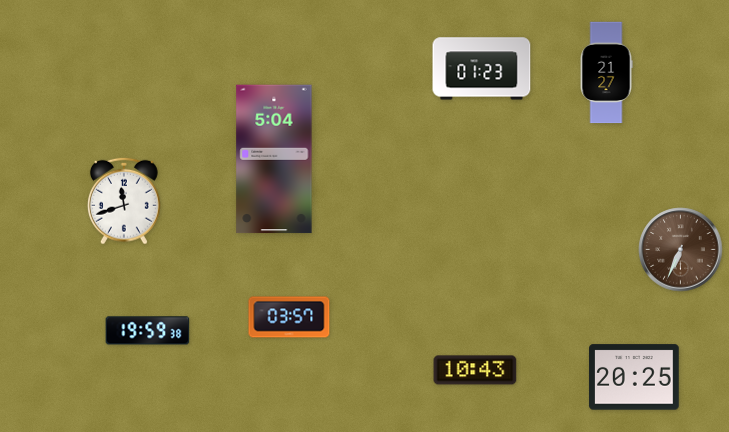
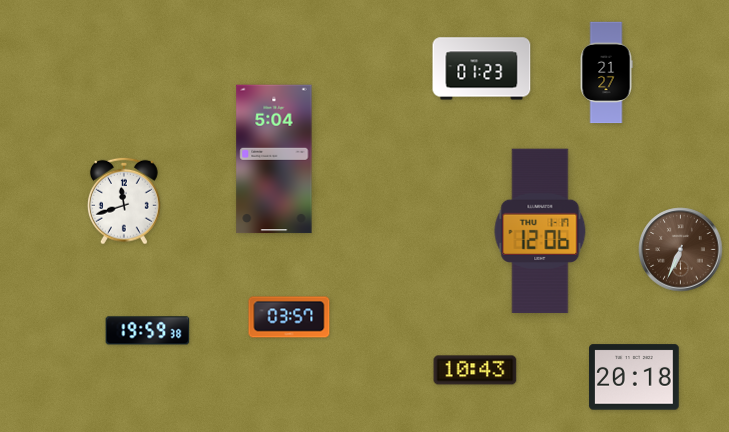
clock at (540, 231): none -> 12:06
clock at (634, 377): 20:25 -> 20:18
